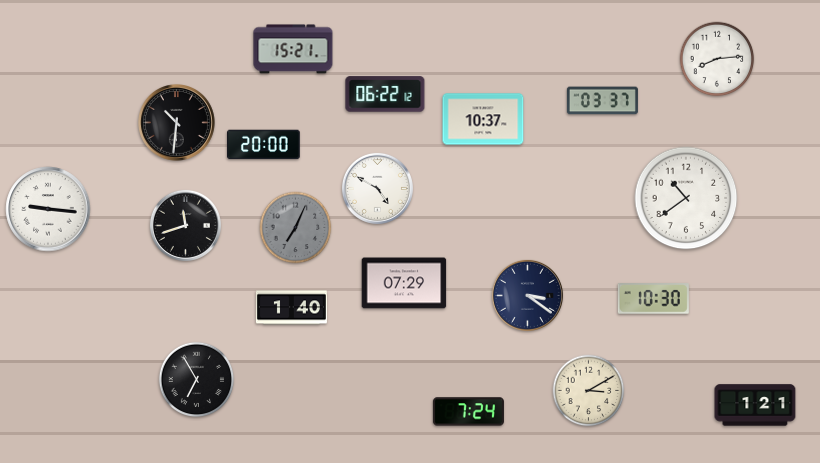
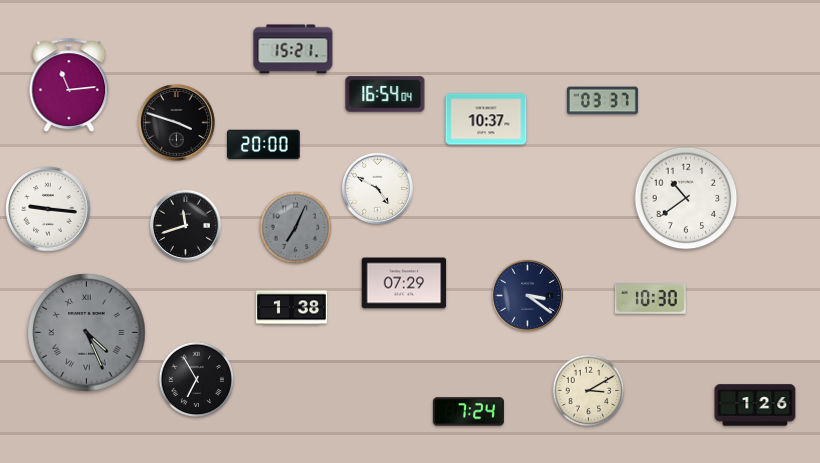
clock at (717, 59): 8:14 -> none
clock at (69, 85): none -> 11:14
clock at (385, 94): 06:22 -> 16:54
clock at (483, 119) position: (483, 119) -> (486, 119)
clock at (177, 123): 10:31 -> 3:48
clock at (653, 299) position: (653, 299) -> (650, 299)
clock at (291, 308): 1:40 -> 1:38
clock at (87, 333): none -> 4:26
clock at (755, 405): 1:21 -> 1:26
